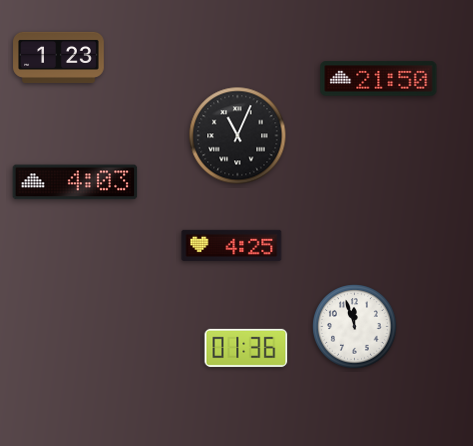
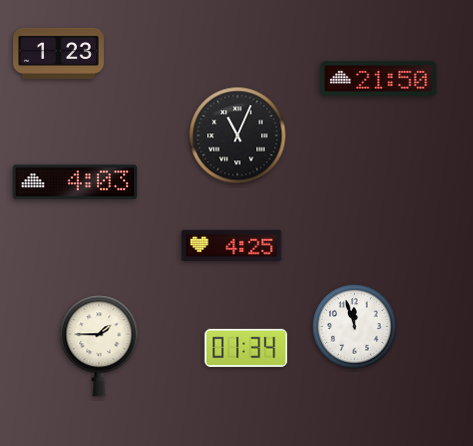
clock at (59, 57) position: (59, 57) -> (59, 53)
clock at (99, 346): none -> 1:45
clock at (246, 348): 01:36 -> 01:34
